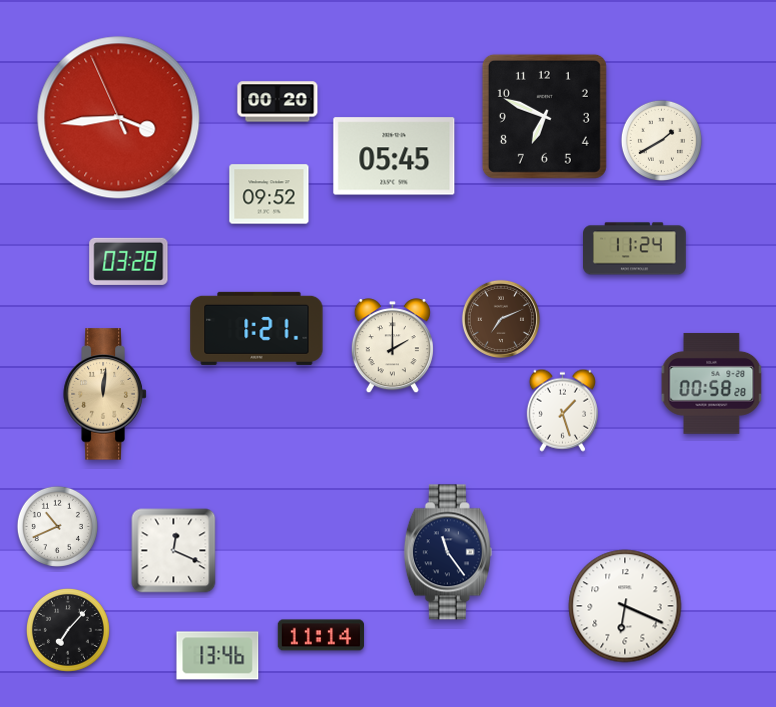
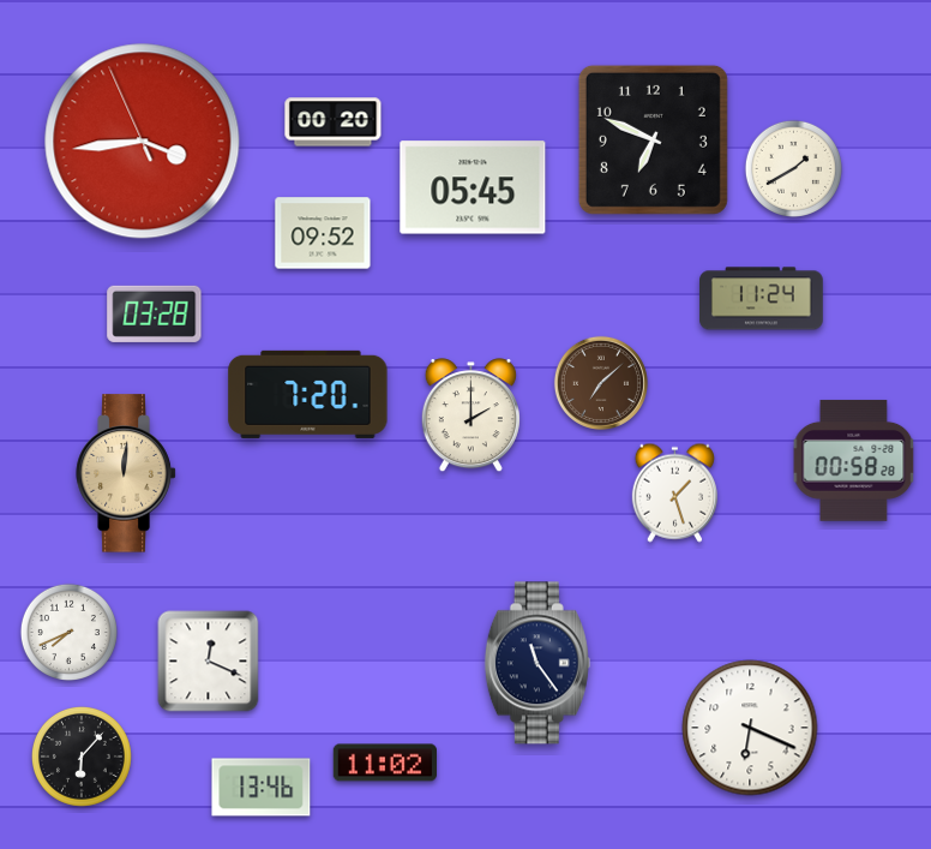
clock at (501, 319): 7:11 -> 7:08
clock at (257, 328): 1:21 -> 7:20
clock at (57, 526): 10:41 -> 7:41
clock at (68, 630): 7:07 -> 6:07
clock at (320, 635): 11:14 -> 11:02
